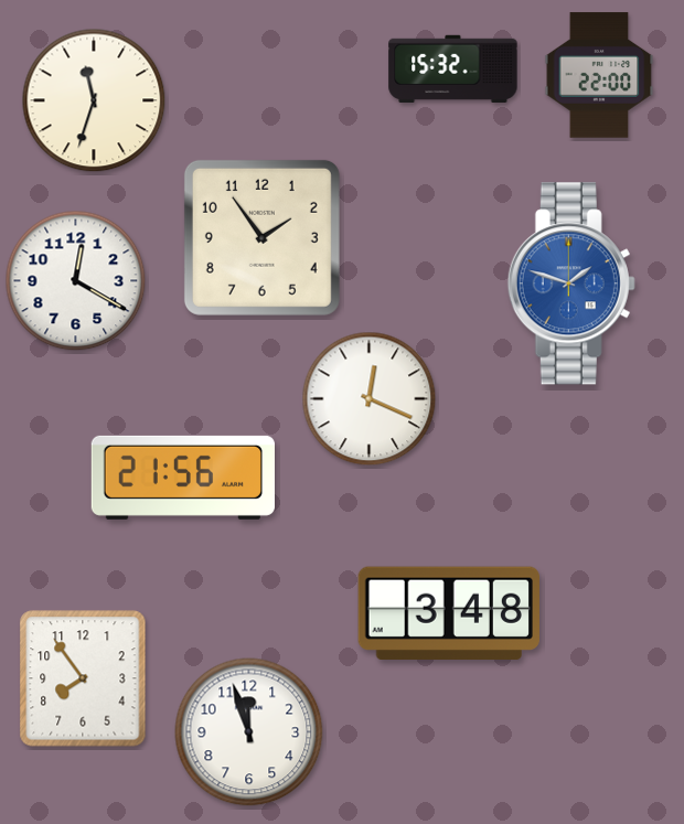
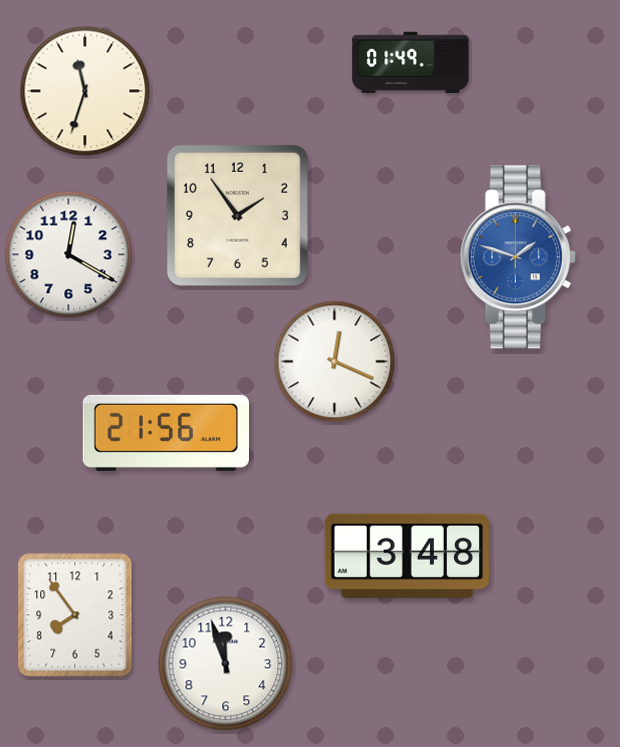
clock at (453, 68): 15:32 -> 01:49
clock at (599, 75): 22:00 -> none
